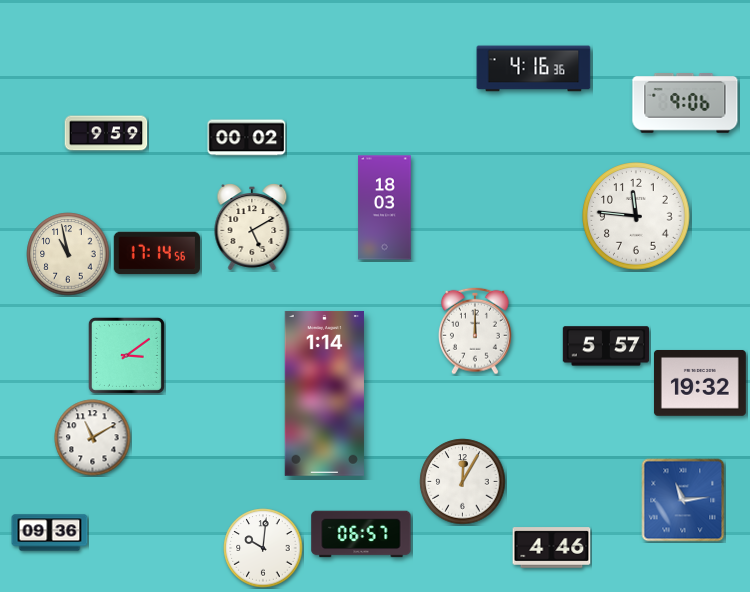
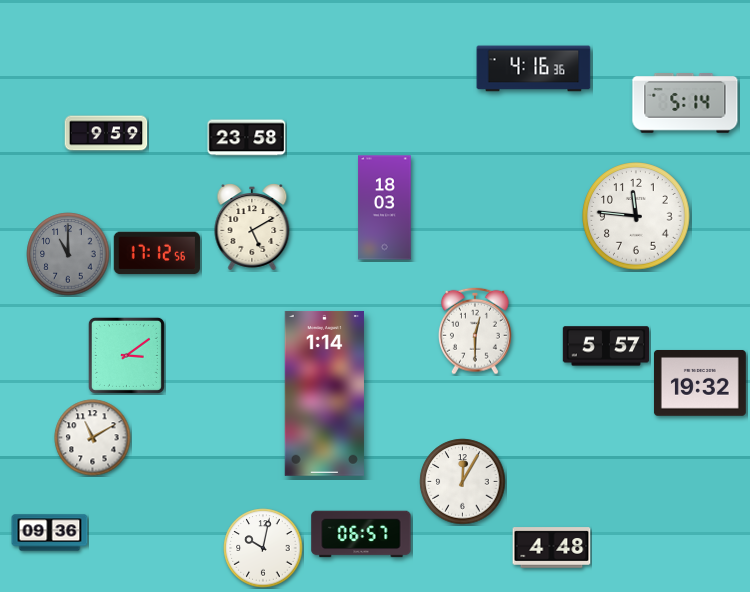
clock at (685, 104): 9:06 -> 5:14
clock at (247, 138): 00:02 -> 23:58
clock at (157, 253): 17:14 -> 17:12
clock at (68, 254): 10:58 -> 11:00
clock at (68, 254) dial: cream -> grey
clock at (475, 331): 12:00 -> 12:30
clock at (683, 500): 11:14 -> none
clock at (263, 548): 10:01 -> 10:02
clock at (552, 548): 4:46 -> 4:48
